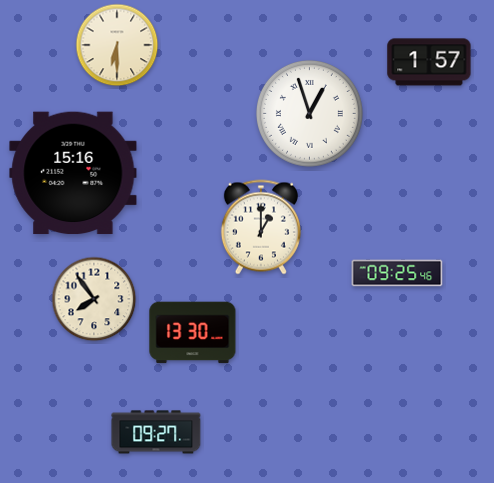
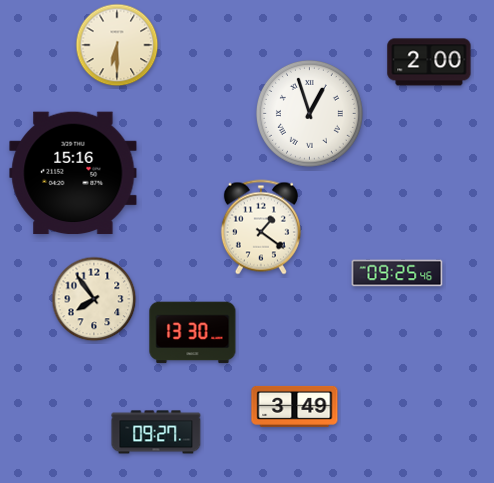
clock at (429, 62): 1:57 -> 2:00
clock at (261, 227): 1:00 -> 1:21
clock at (295, 406): none -> 3:49
